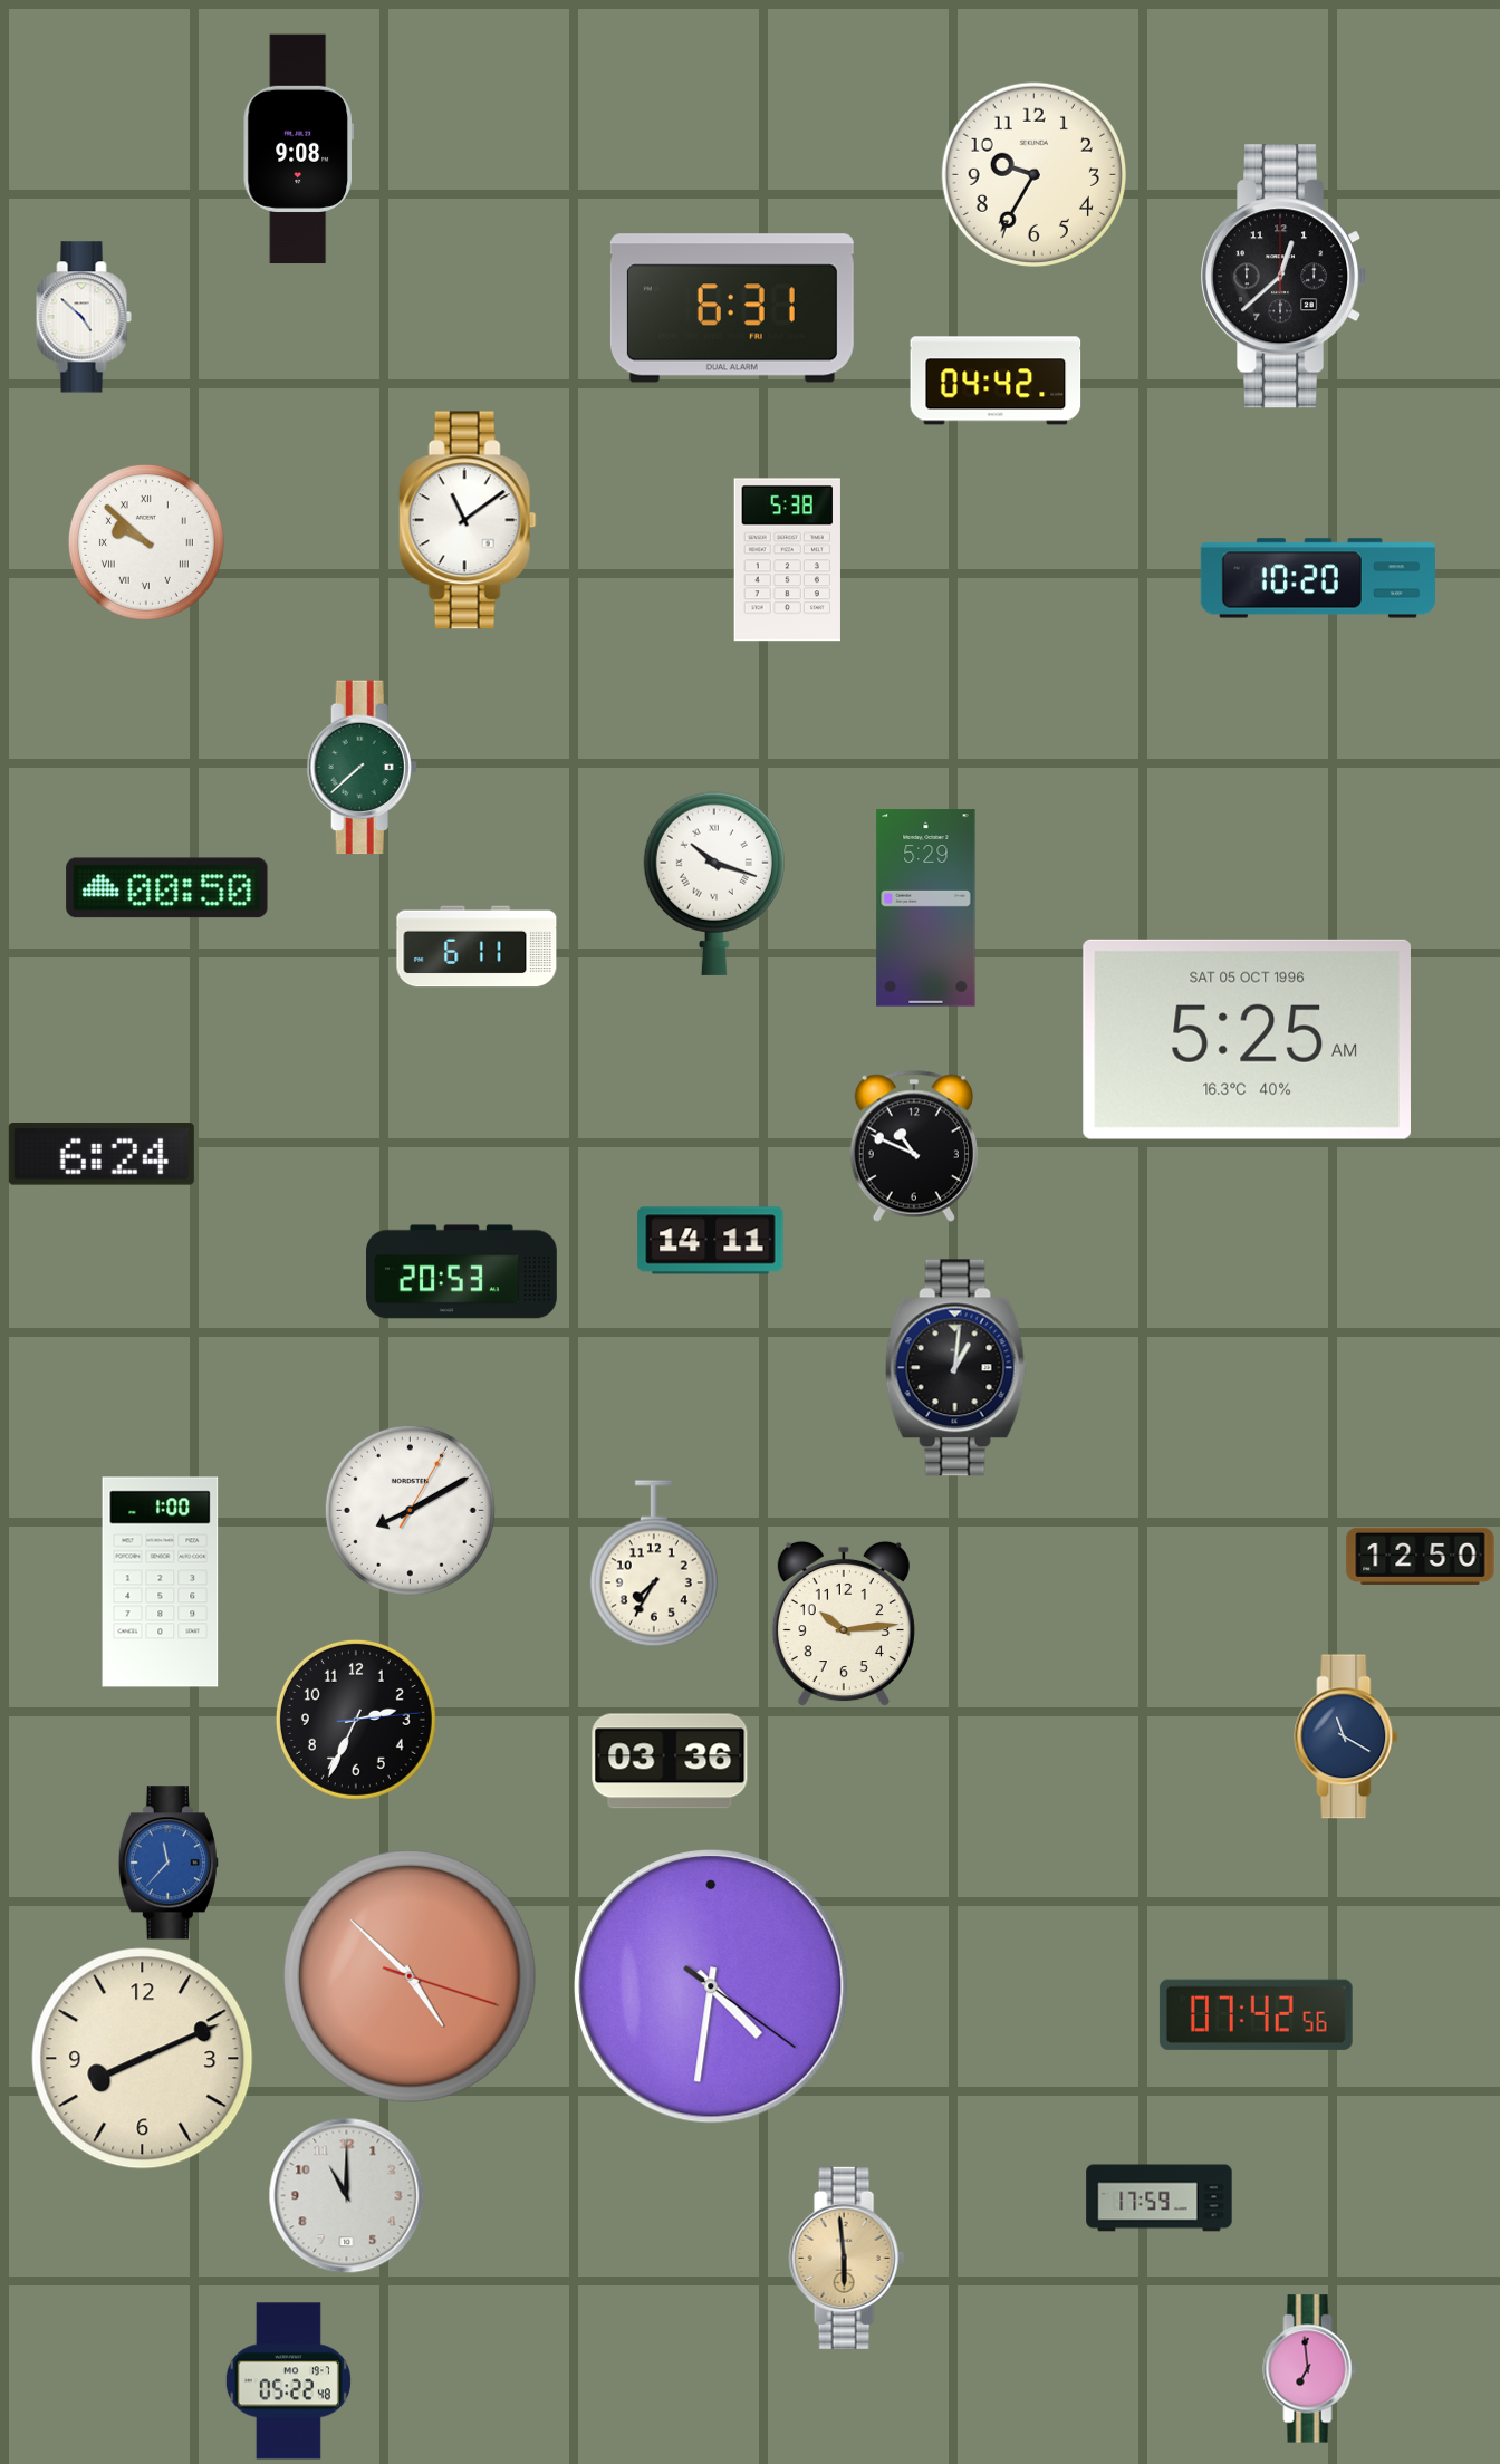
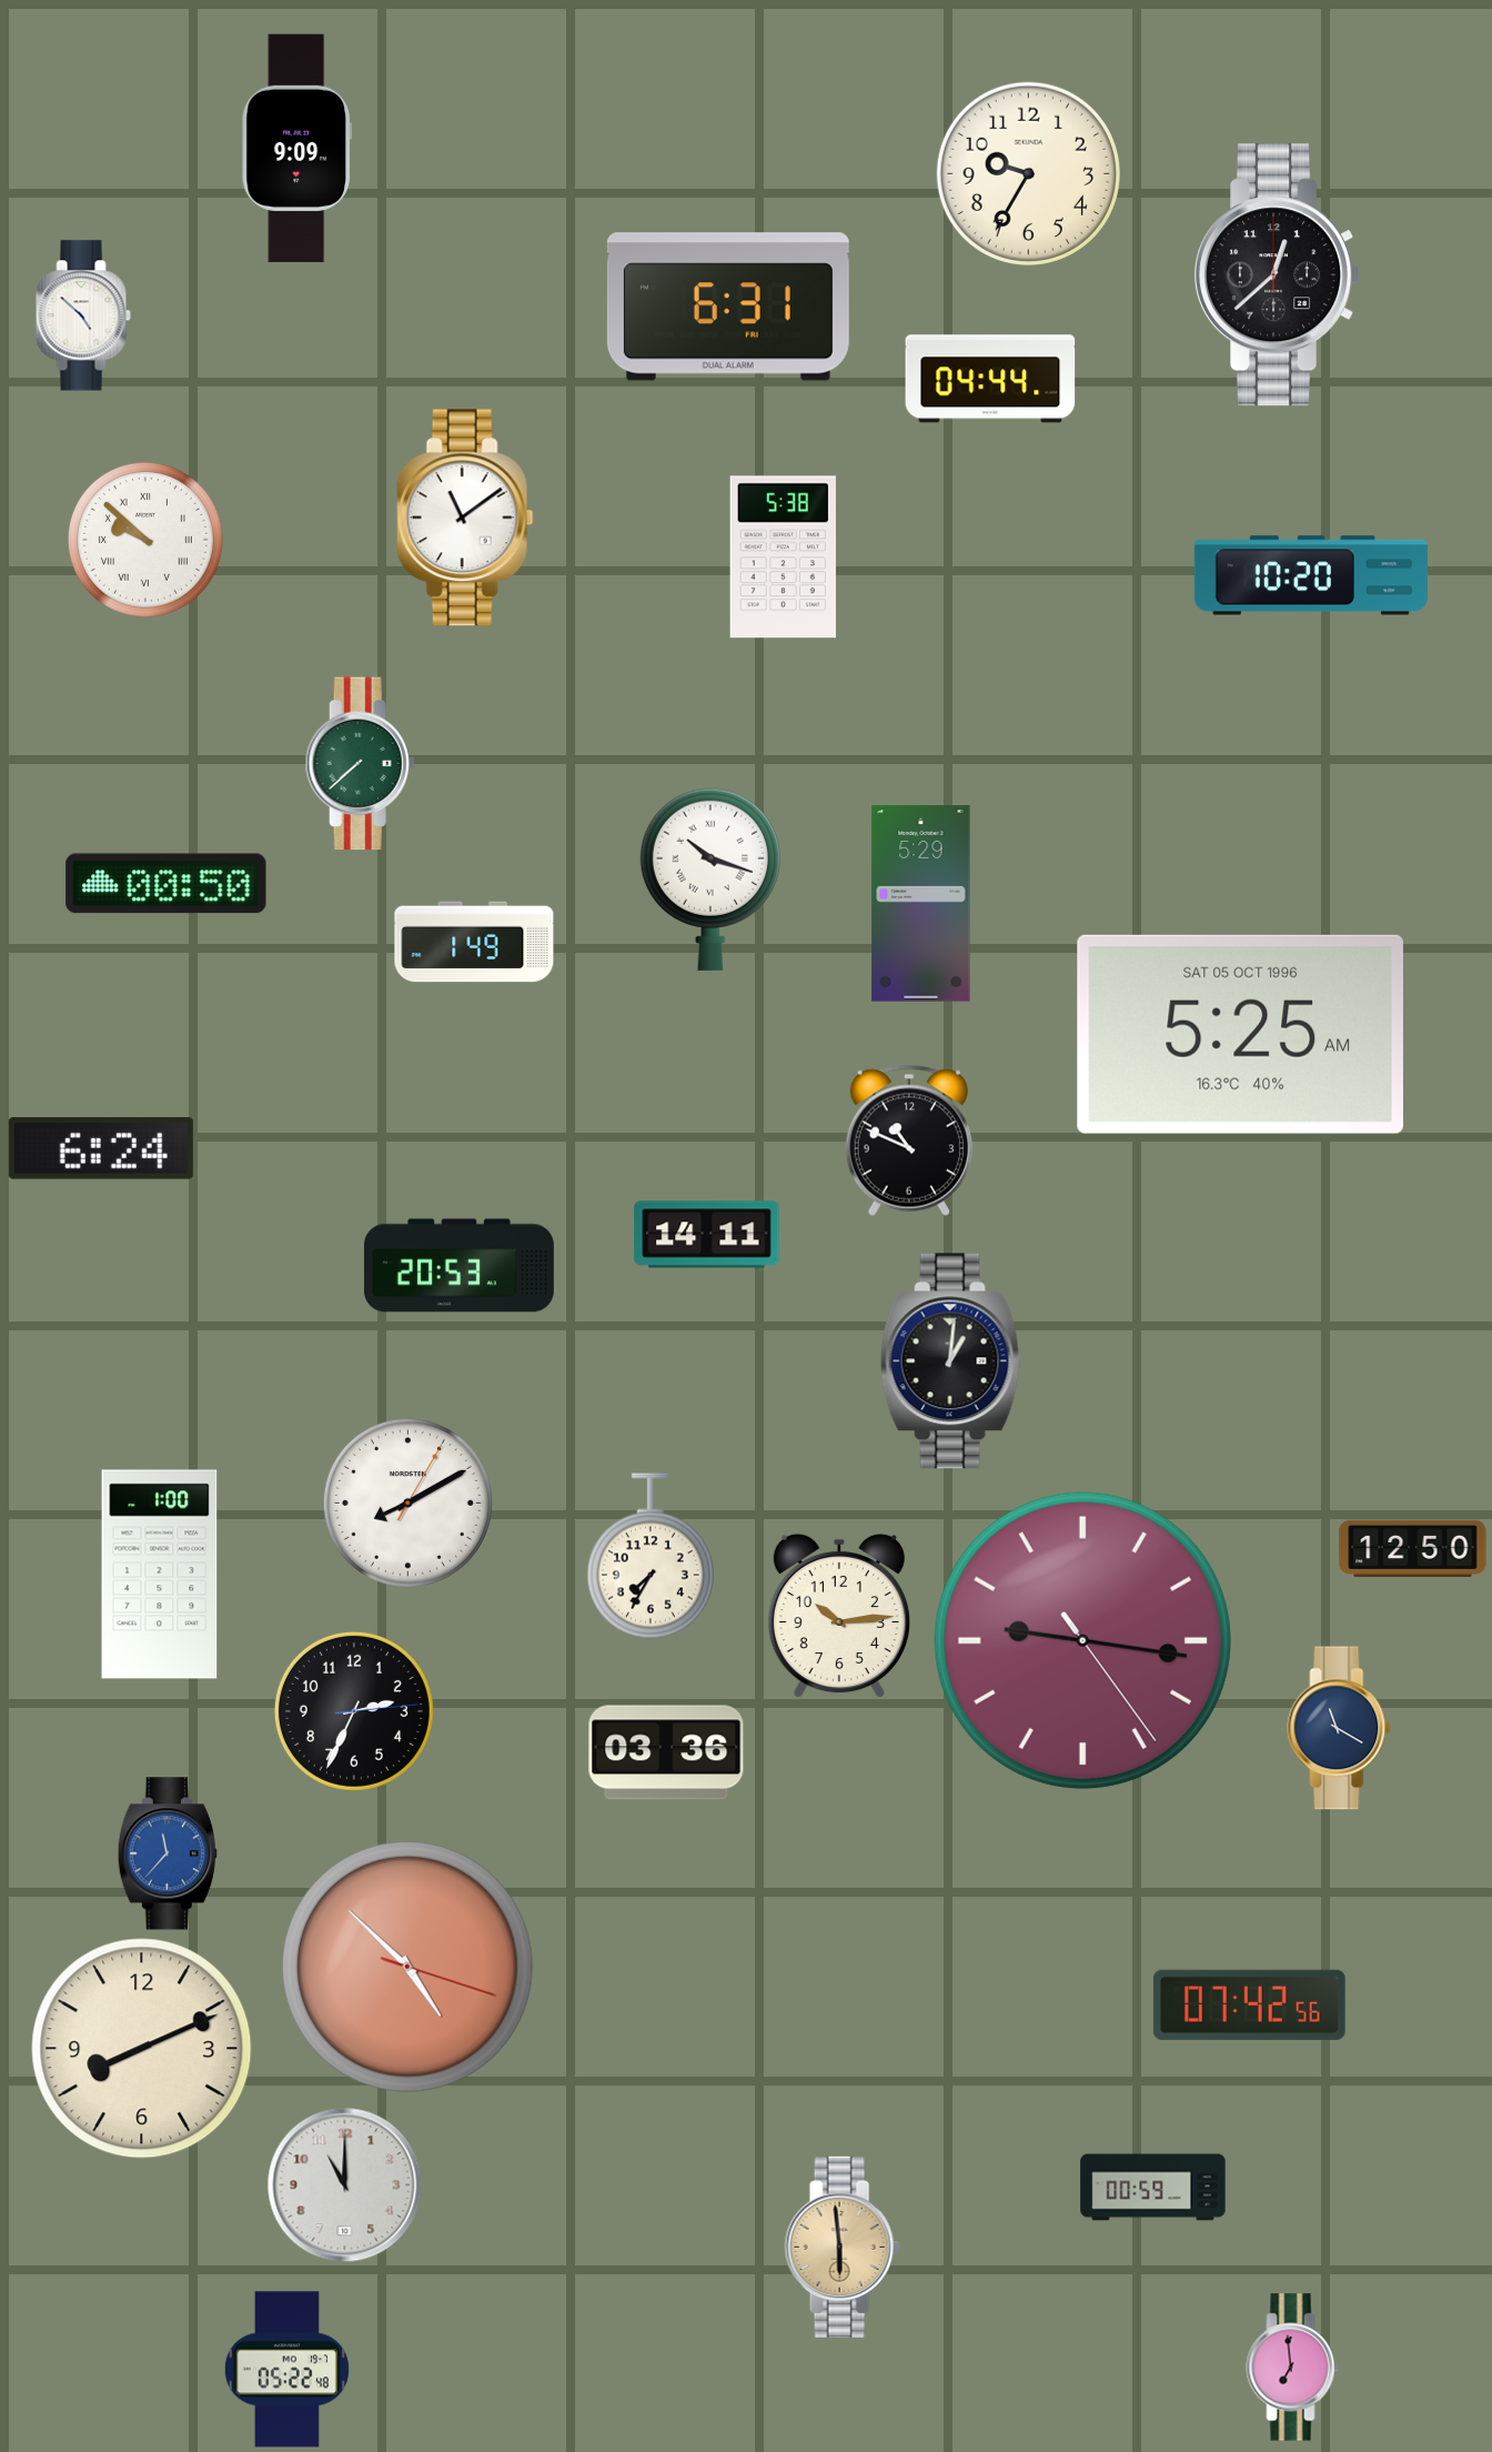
clock at (298, 150): 9:08 -> 9:09
clock at (996, 381): 04:42 -> 04:44
clock at (477, 946): 6:11 -> 1:49
clock at (1082, 1640): none -> 9:16
clock at (711, 1986): 4:31 -> none
clock at (1160, 2198): 17:59 -> 00:59
clock at (1310, 2369) position: (1310, 2369) -> (1293, 2368)
